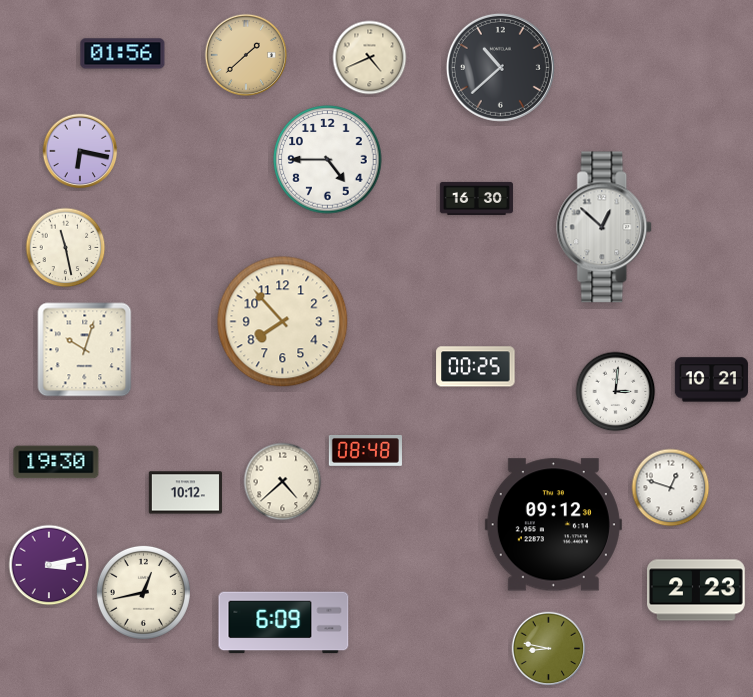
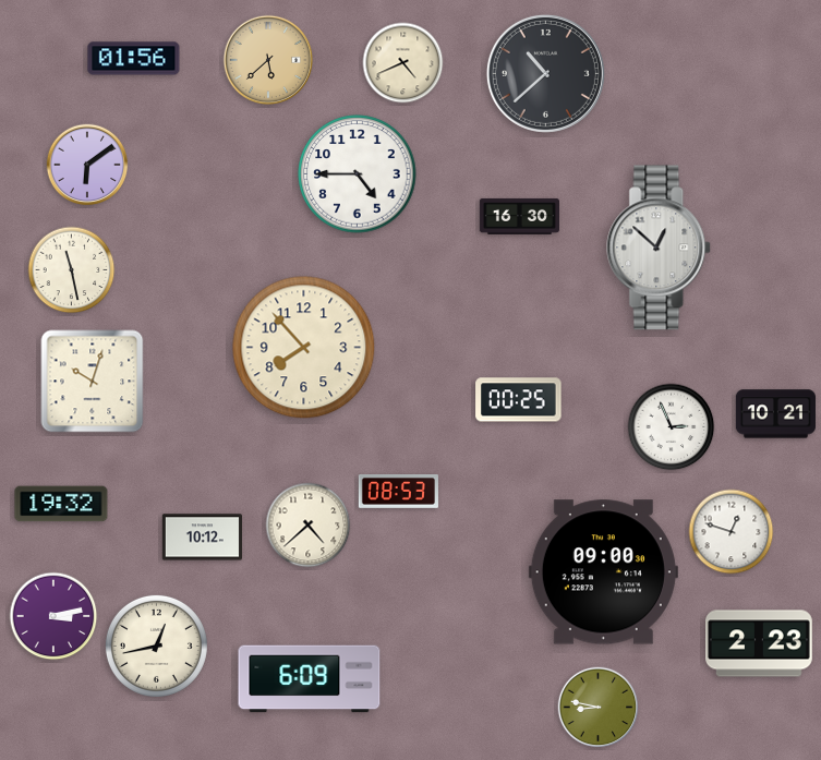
clock at (246, 55): 1:38 -> 5:38
clock at (80, 151): 6:17 -> 6:09
clock at (283, 322) position: (283, 322) -> (304, 348)
clock at (616, 392): 3:01 -> 2:56
clock at (365, 451): 08:48 -> 08:53
clock at (56, 462): 19:30 -> 19:32
clock at (553, 525): 09:12 -> 09:00
